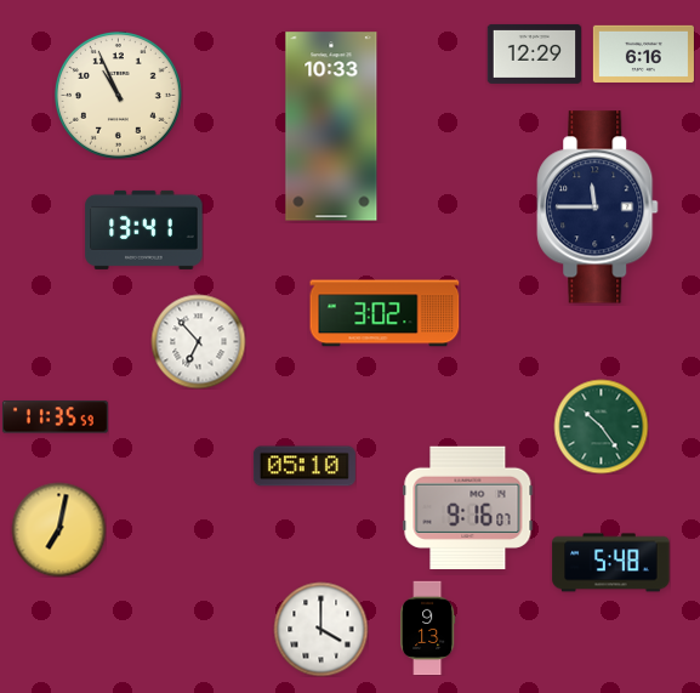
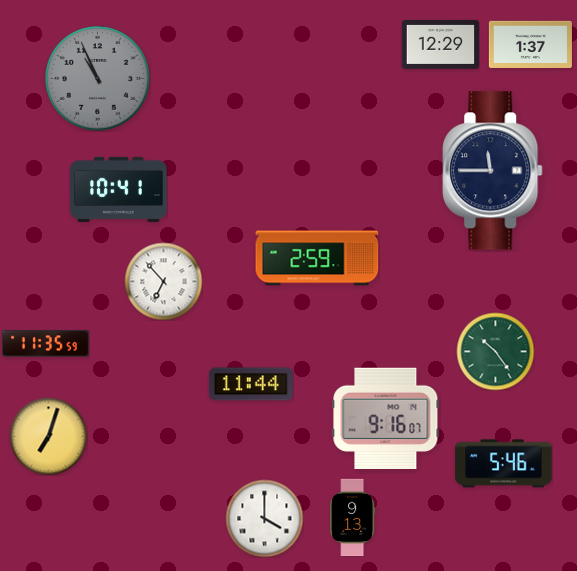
clock at (643, 53): 6:16 -> 1:37
clock at (119, 96) dial: cream -> grey
clock at (331, 126): 10:33 -> none
clock at (144, 229): 13:41 -> 10:41
clock at (385, 313): 3:02 -> 2:59
clock at (305, 466): 05:10 -> 11:44
clock at (58, 529): 7:02 -> 7:03
clock at (611, 563): 5:48 -> 5:46
